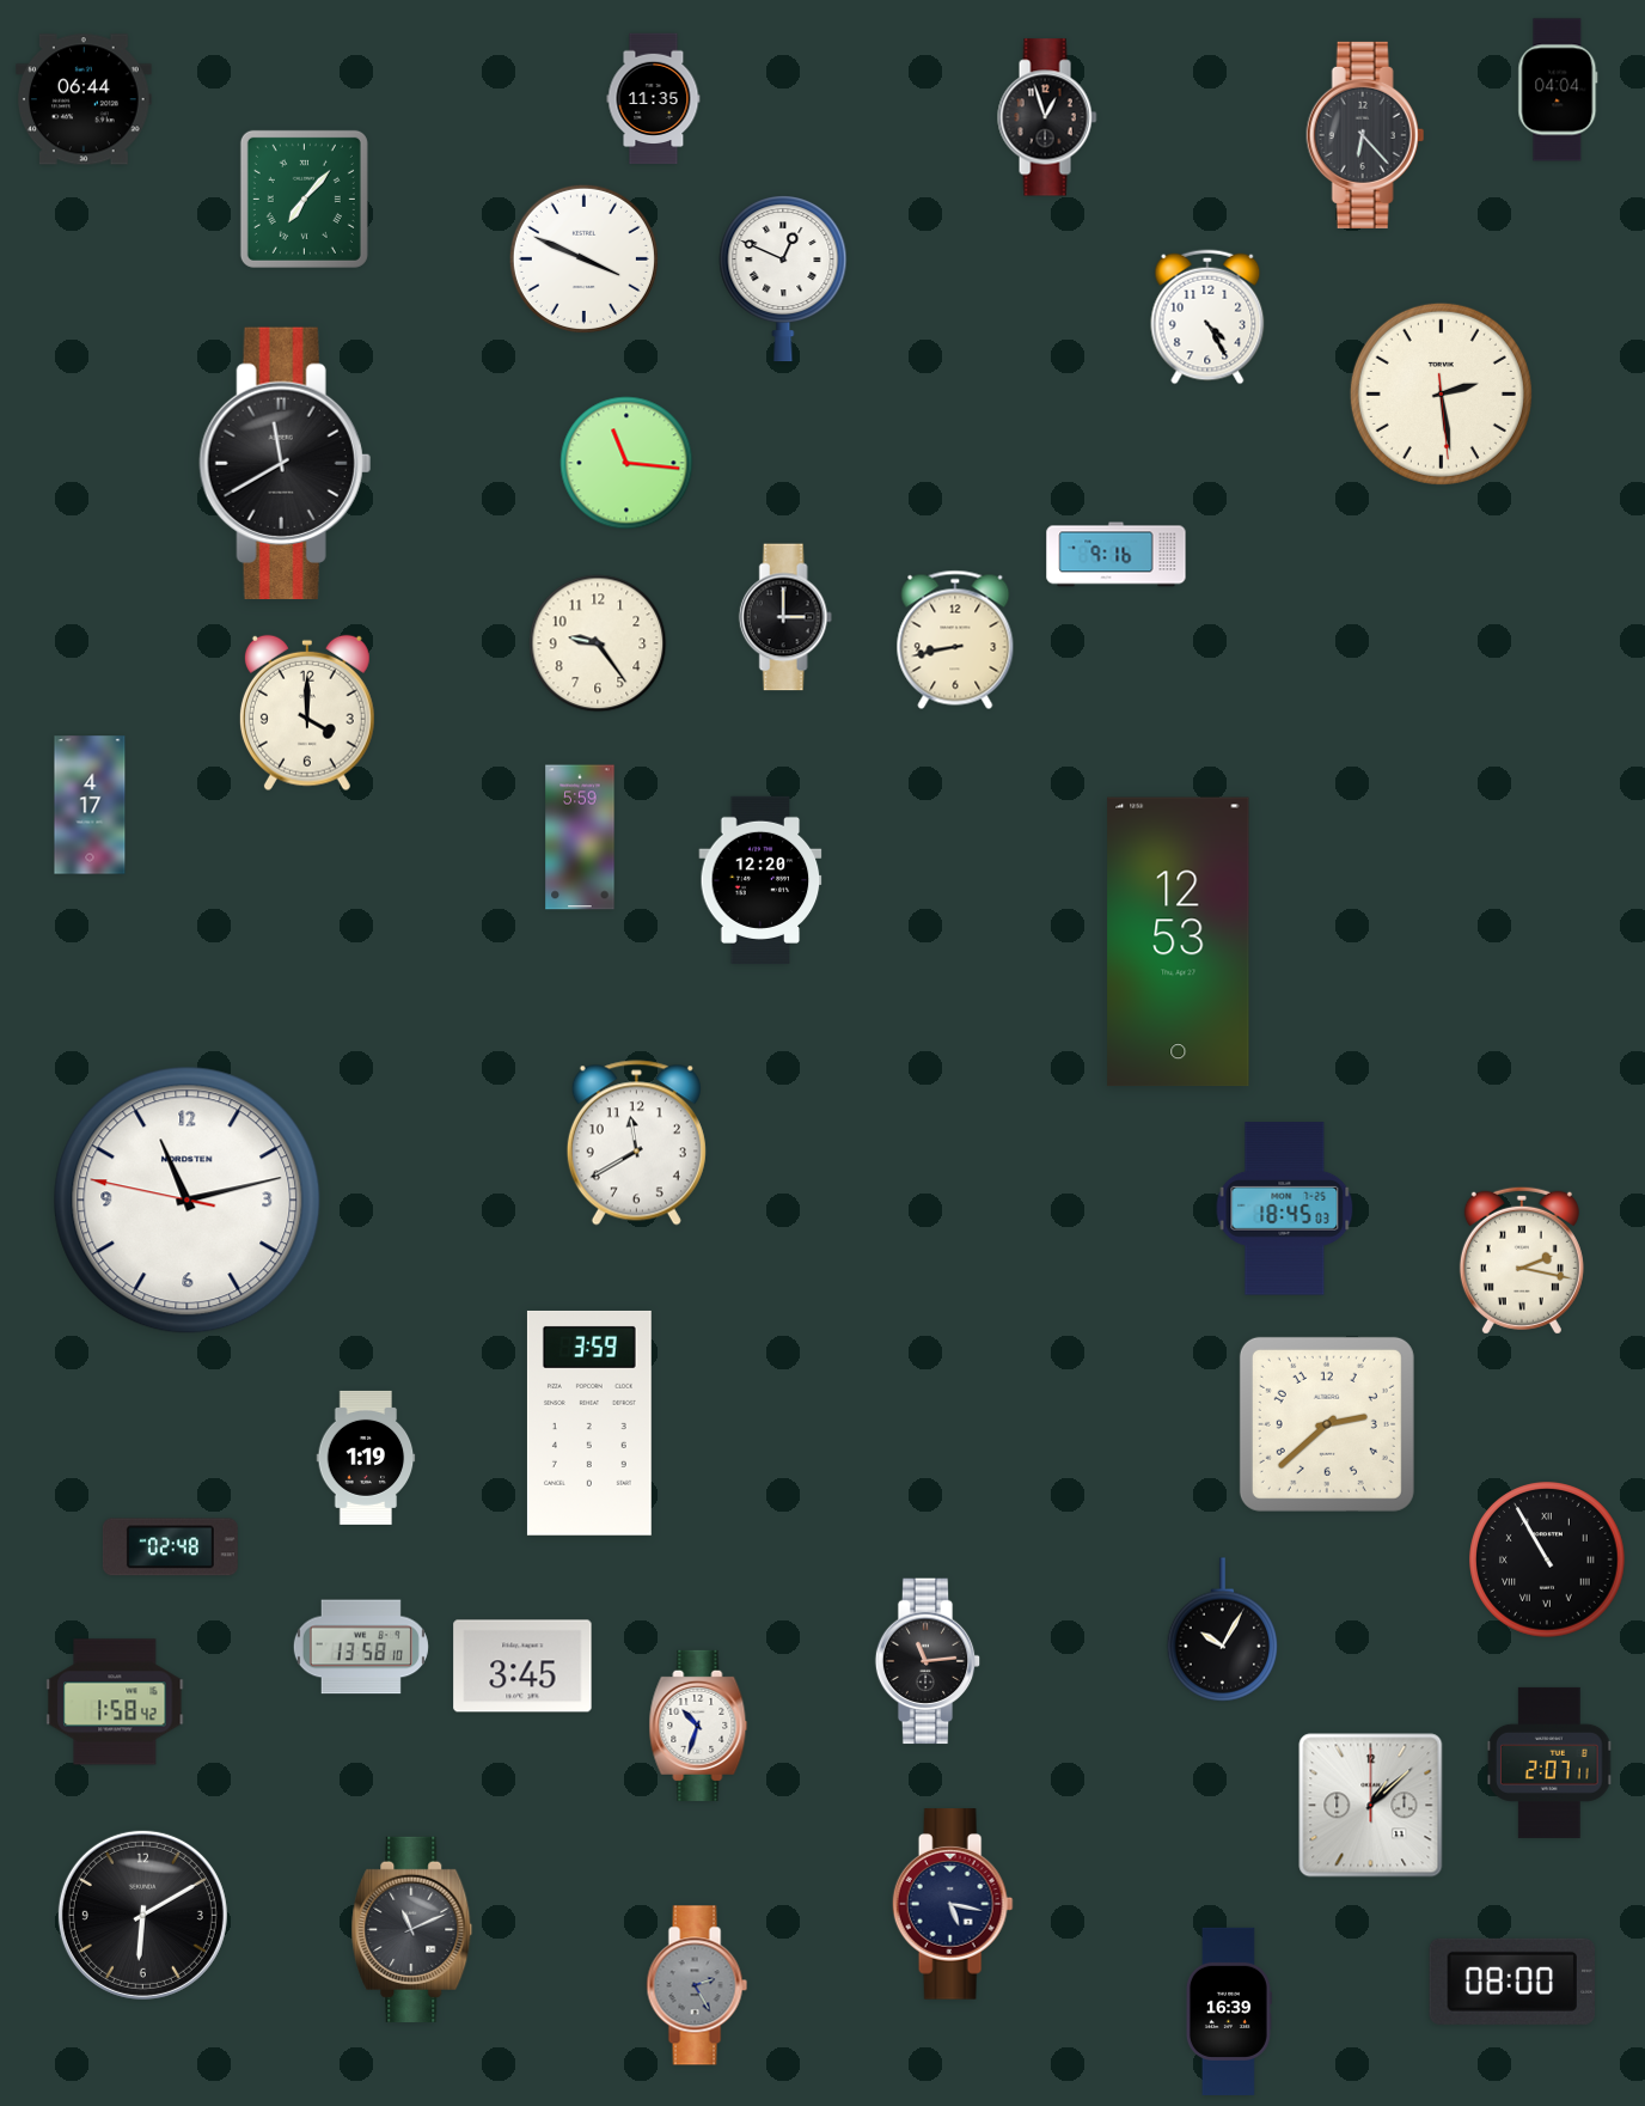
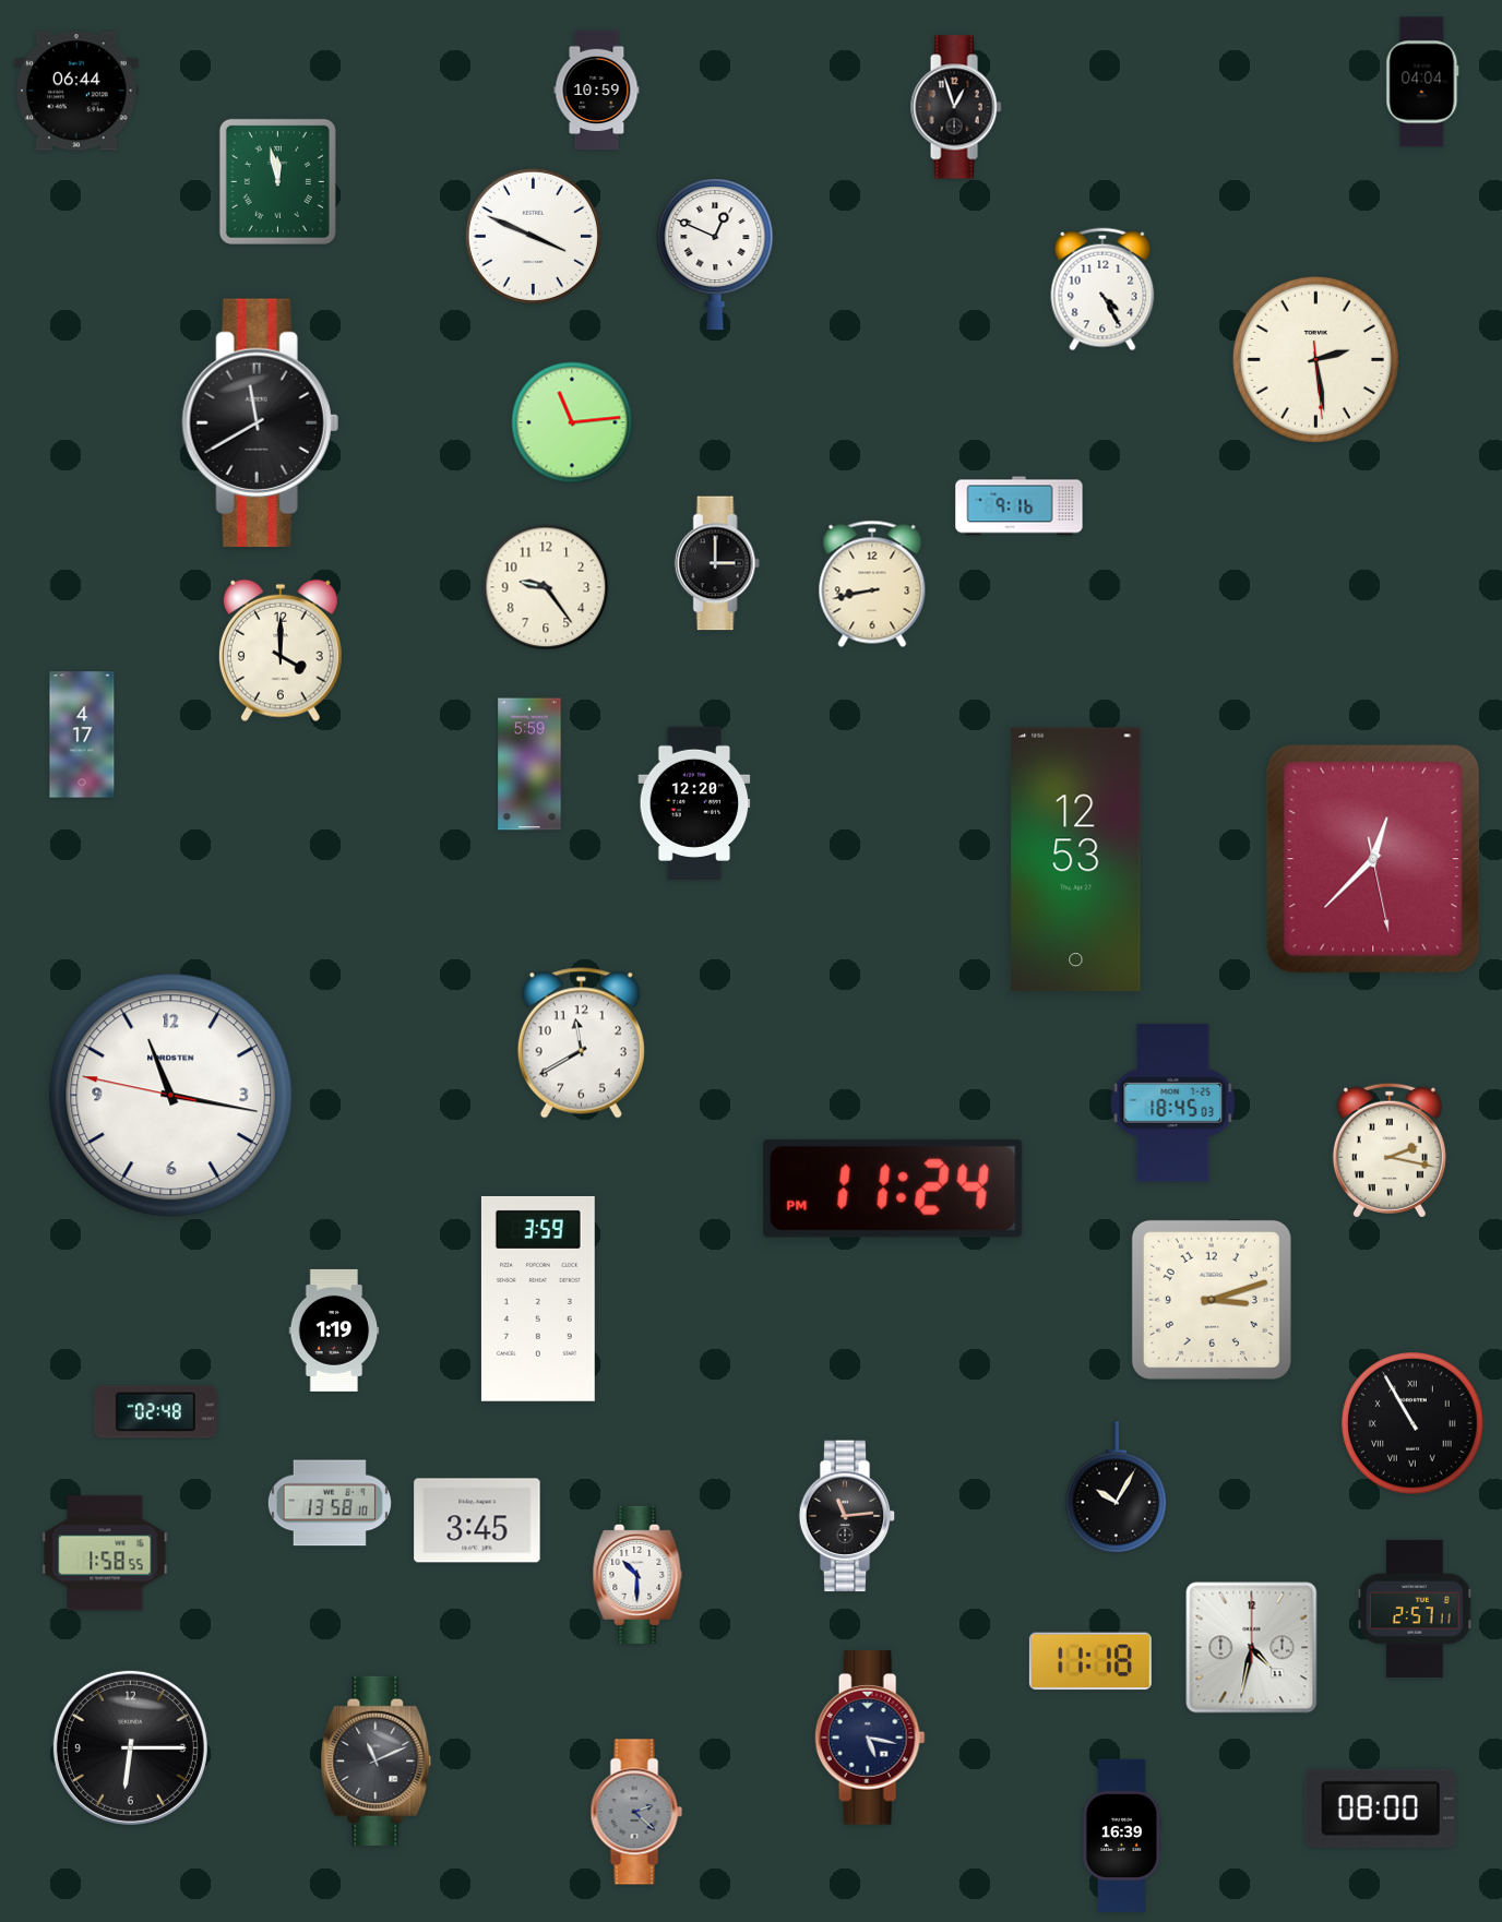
clock at (654, 99): 11:35 -> 10:59
clock at (1365, 135): 6:23 -> none
clock at (304, 199): 7:07 -> 11:58
clock at (626, 463): 11:16 -> 11:14
clock at (1373, 859): none -> 12:37
clock at (188, 1201): 11:12 -> 11:16
clock at (893, 1189): none -> 11:24
clock at (1327, 1424): 2:38 -> 3:12
clock at (115, 1702): 1:58:42 -> 1:58:55
clock at (698, 1726): 10:33 -> 10:30
clock at (1551, 1763): 2:07 -> 2:57
clock at (1371, 1806): 1:08 -> 4:32
clock at (1090, 1661): none -> 11:18
clock at (142, 1915): 6:10 -> 6:15
clock at (697, 1985): 2:25 -> 2:22
